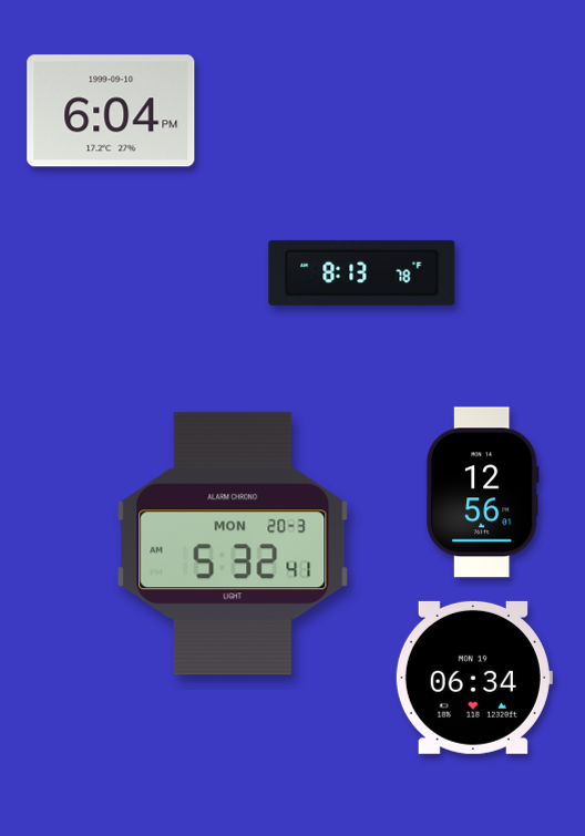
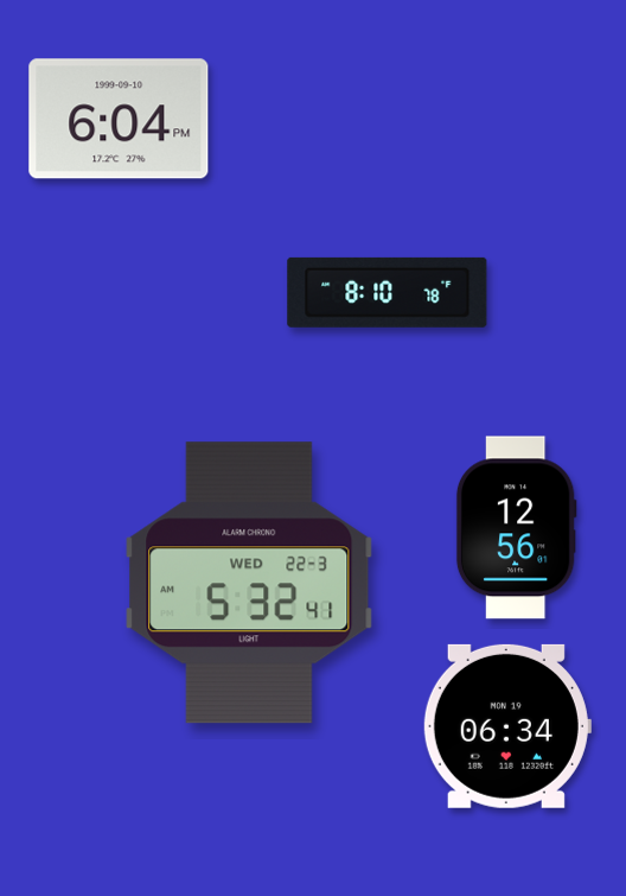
clock at (362, 272): 8:13 -> 8:10
clock at (233, 544) date: MON 20-3 -> WED 22-3
